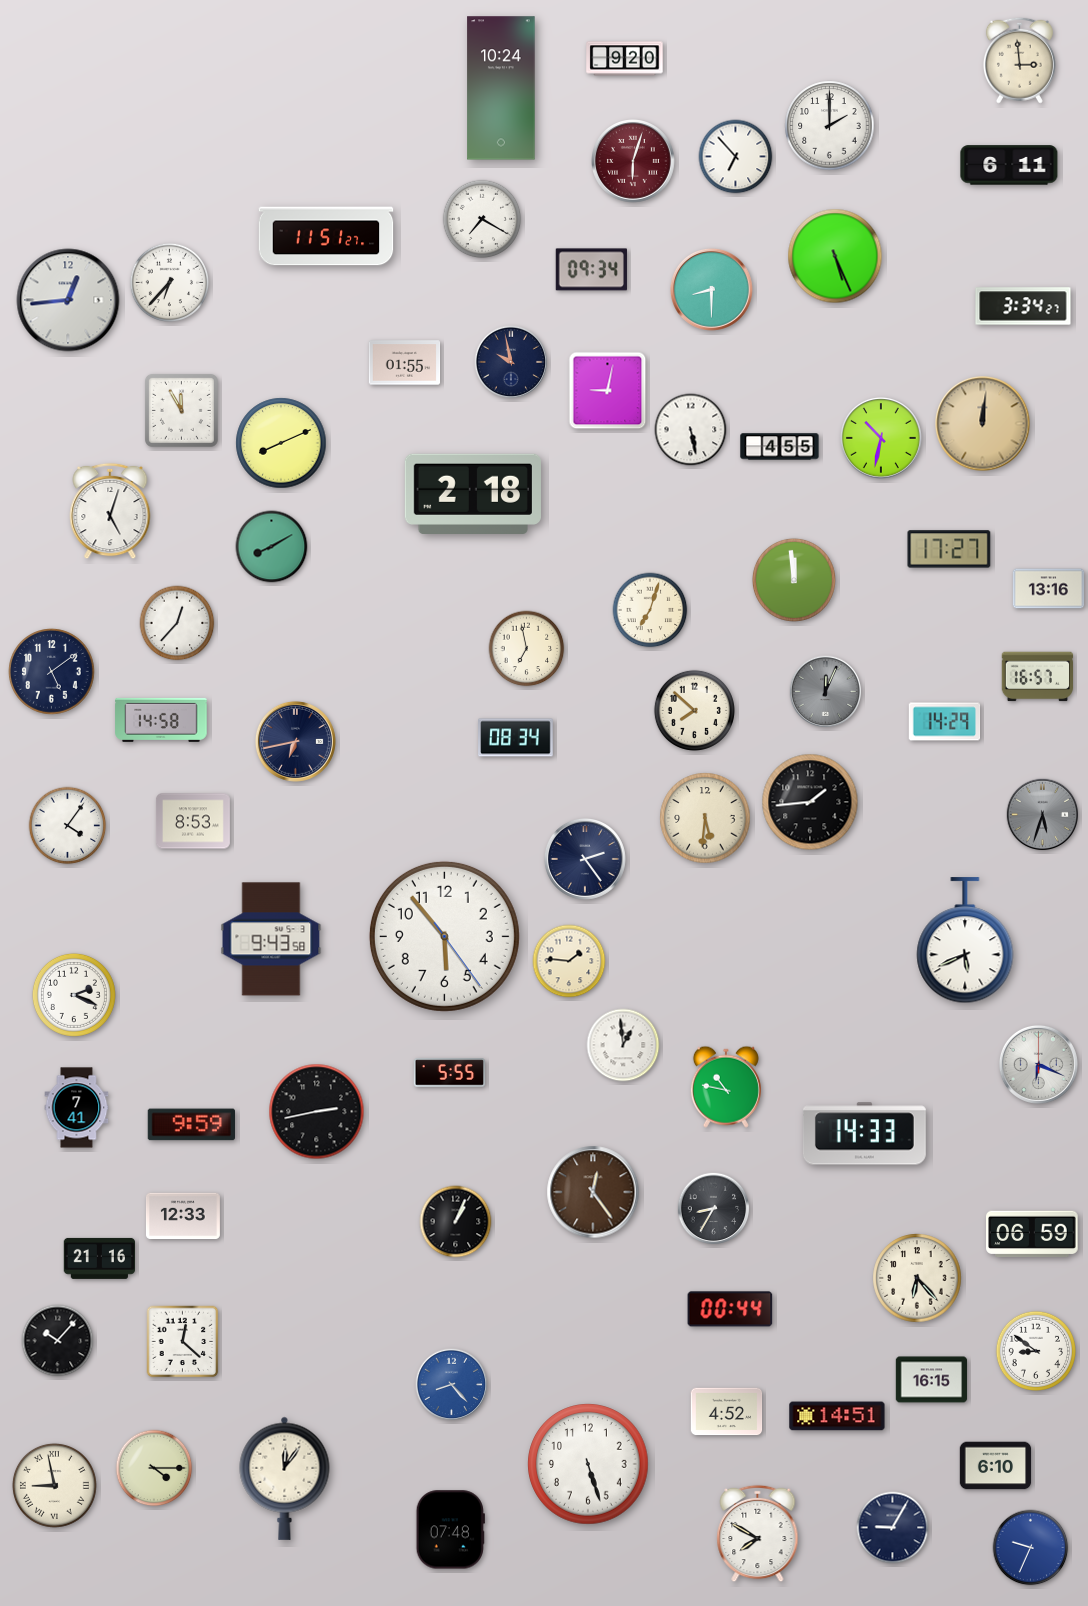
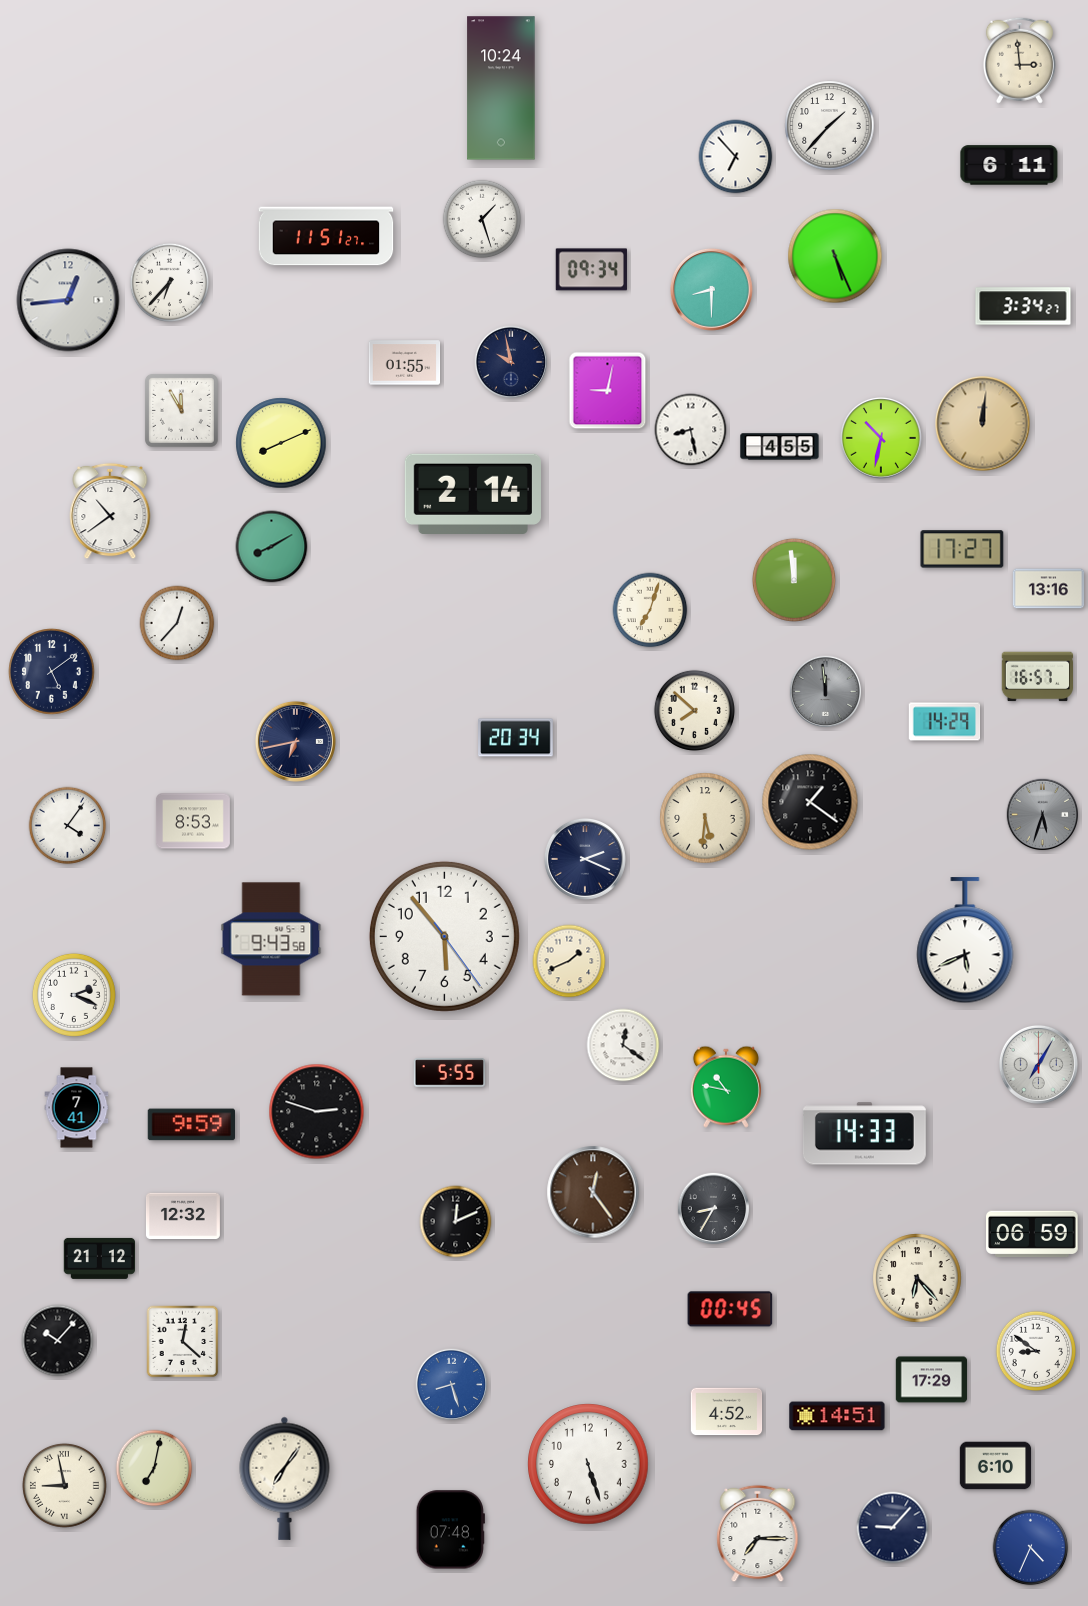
clock at (625, 59): 9:20 -> none
clock at (830, 126): 2:00 -> 1:37
clock at (634, 162): 6:03 -> none
clock at (482, 219): 7:20 -> 1:27
clock at (691, 430): 5:28 -> 8:28
clock at (473, 493): 2:18 -> 2:14
clock at (110, 511): 5:03 -> 10:39
clock at (949, 549) position: (949, 549) -> (962, 549)
clock at (527, 649): 6:58 -> none
clock at (826, 692): 12:04 -> 11:59
clock at (161, 720): 14:58 -> none
clock at (516, 738): 08:34 -> 20:34
clock at (810, 802): 1:44 -> 1:21
clock at (585, 859): 2:24 -> 2:19
clock at (569, 961): 1:46 -> 1:41
clock at (623, 1045): 12:59 -> 12:21
clock at (1038, 1064): 6:19 -> 7:05
clock at (317, 1112): 2:43 -> 2:48
clock at (183, 1216): 12:33 -> 12:32
clock at (456, 1222): 1:04 -> 12:11
clock at (100, 1258): 21:16 -> 21:12
clock at (730, 1309): 00:44 -> 00:45
clock at (932, 1380): 16:15 -> 17:29
clock at (452, 1385): 8:23 -> 8:27
clock at (154, 1468): 4:15 -> 7:02
clock at (285, 1478): 12:06 -> 7:06
clock at (54, 1485) position: (54, 1485) -> (64, 1485)
clock at (893, 1528): 9:05 -> 9:07
clock at (758, 1534): 7:50 -> 7:15
clock at (1031, 1548): 9:34 -> 4:34
